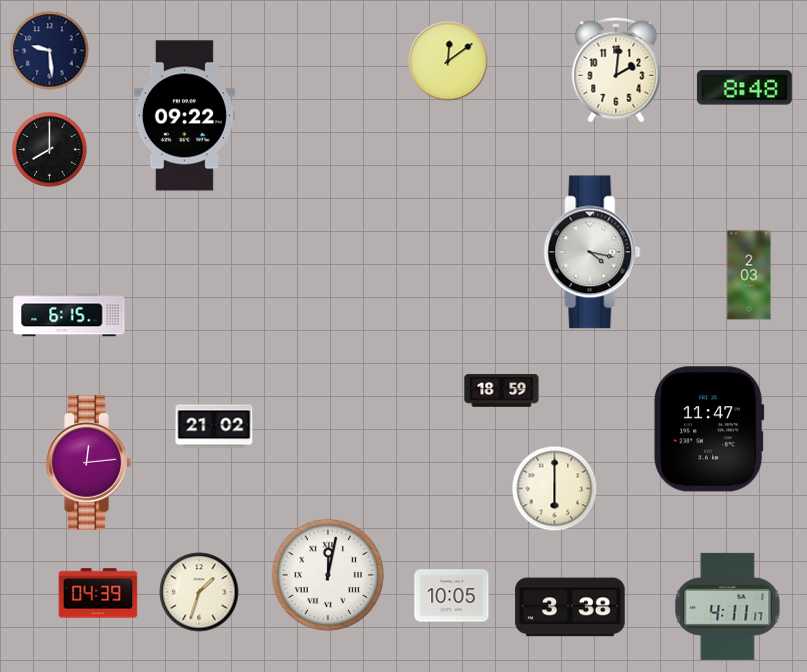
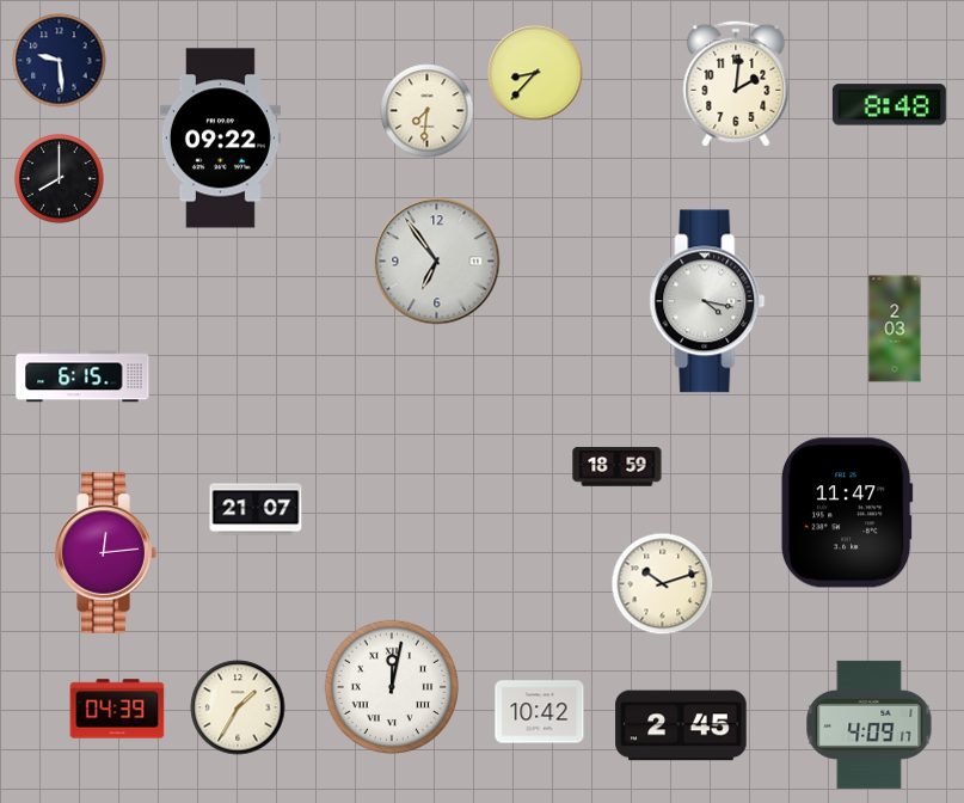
clock at (448, 61): 12:09 -> 8:37
clock at (428, 111): none -> 7:31
clock at (437, 262): none -> 6:54
clock at (502, 391) position: (502, 391) -> (618, 467)
clock at (214, 426): 21:02 -> 21:07
clock at (555, 489): 6:00 -> 10:12
clock at (199, 592): 1:33 -> 1:35
clock at (452, 596): 10:05 -> 10:42
clock at (728, 606): 4:11 -> 4:09
clock at (570, 607): 3:38 -> 2:45
